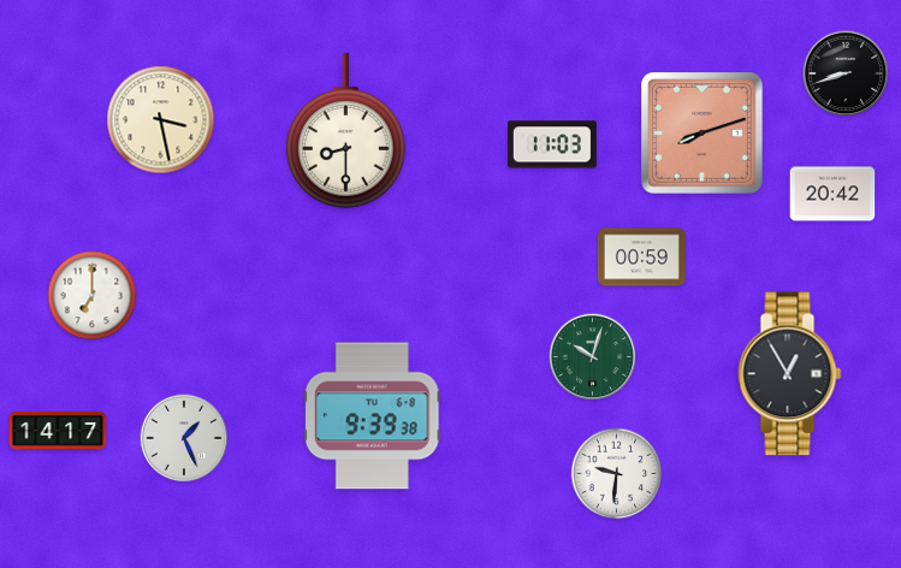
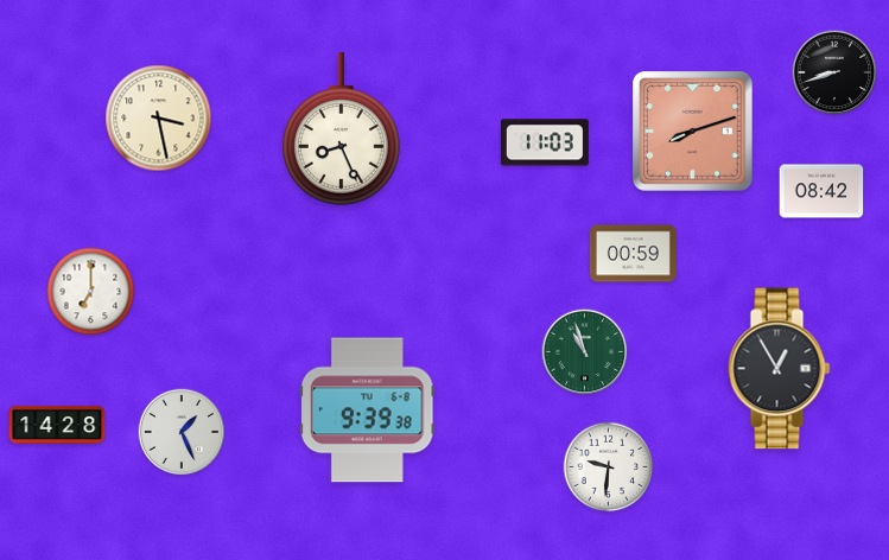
clock at (346, 131): 8:30 -> 8:26
clock at (832, 194): 20:42 -> 08:42
clock at (593, 357): 10:03 -> 10:57
clock at (58, 431): 14:17 -> 14:28
